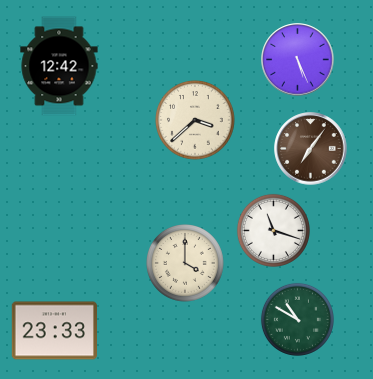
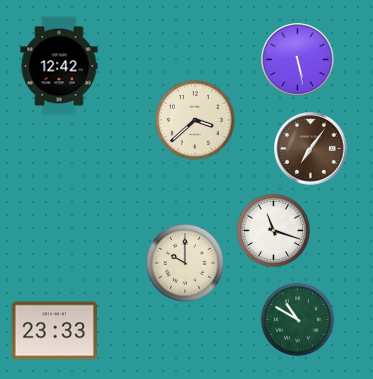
clock at (298, 60): 5:26 -> 5:28
clock at (186, 264): 4:00 -> 10:00
